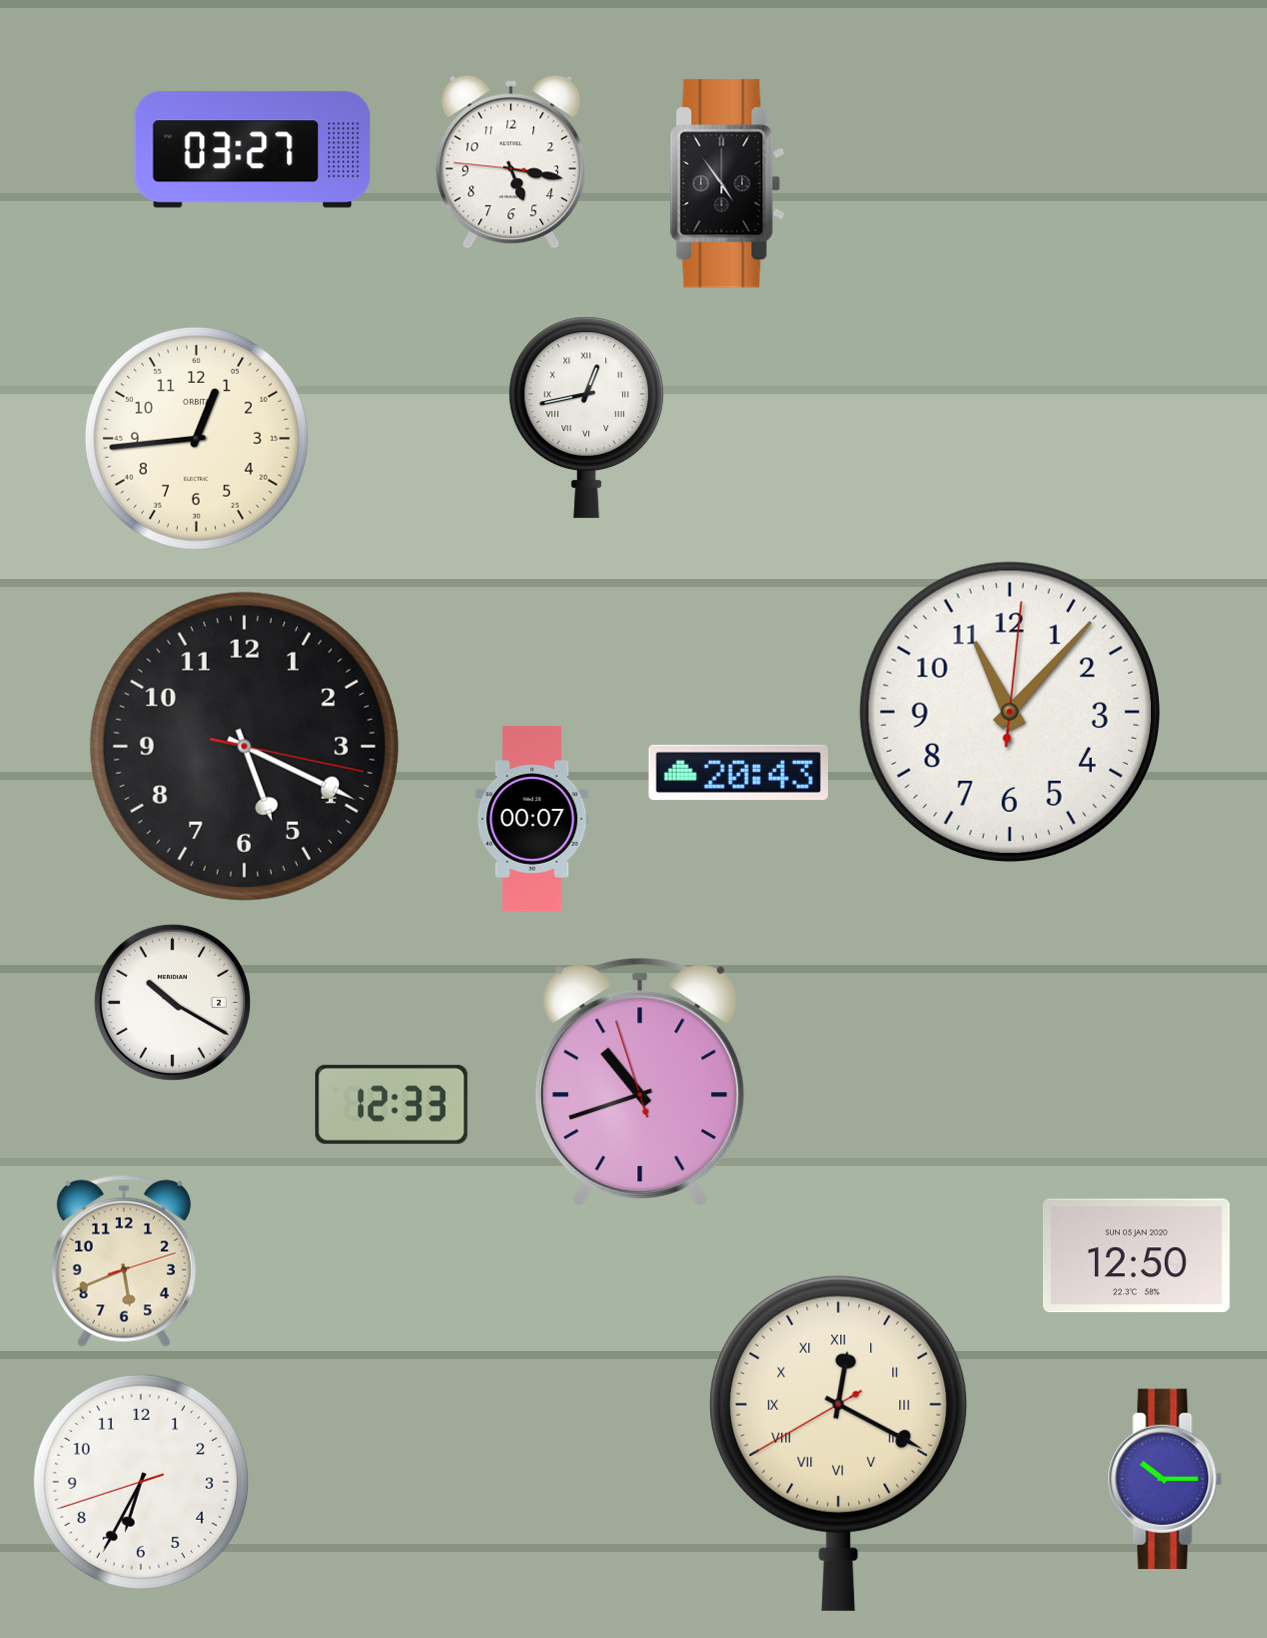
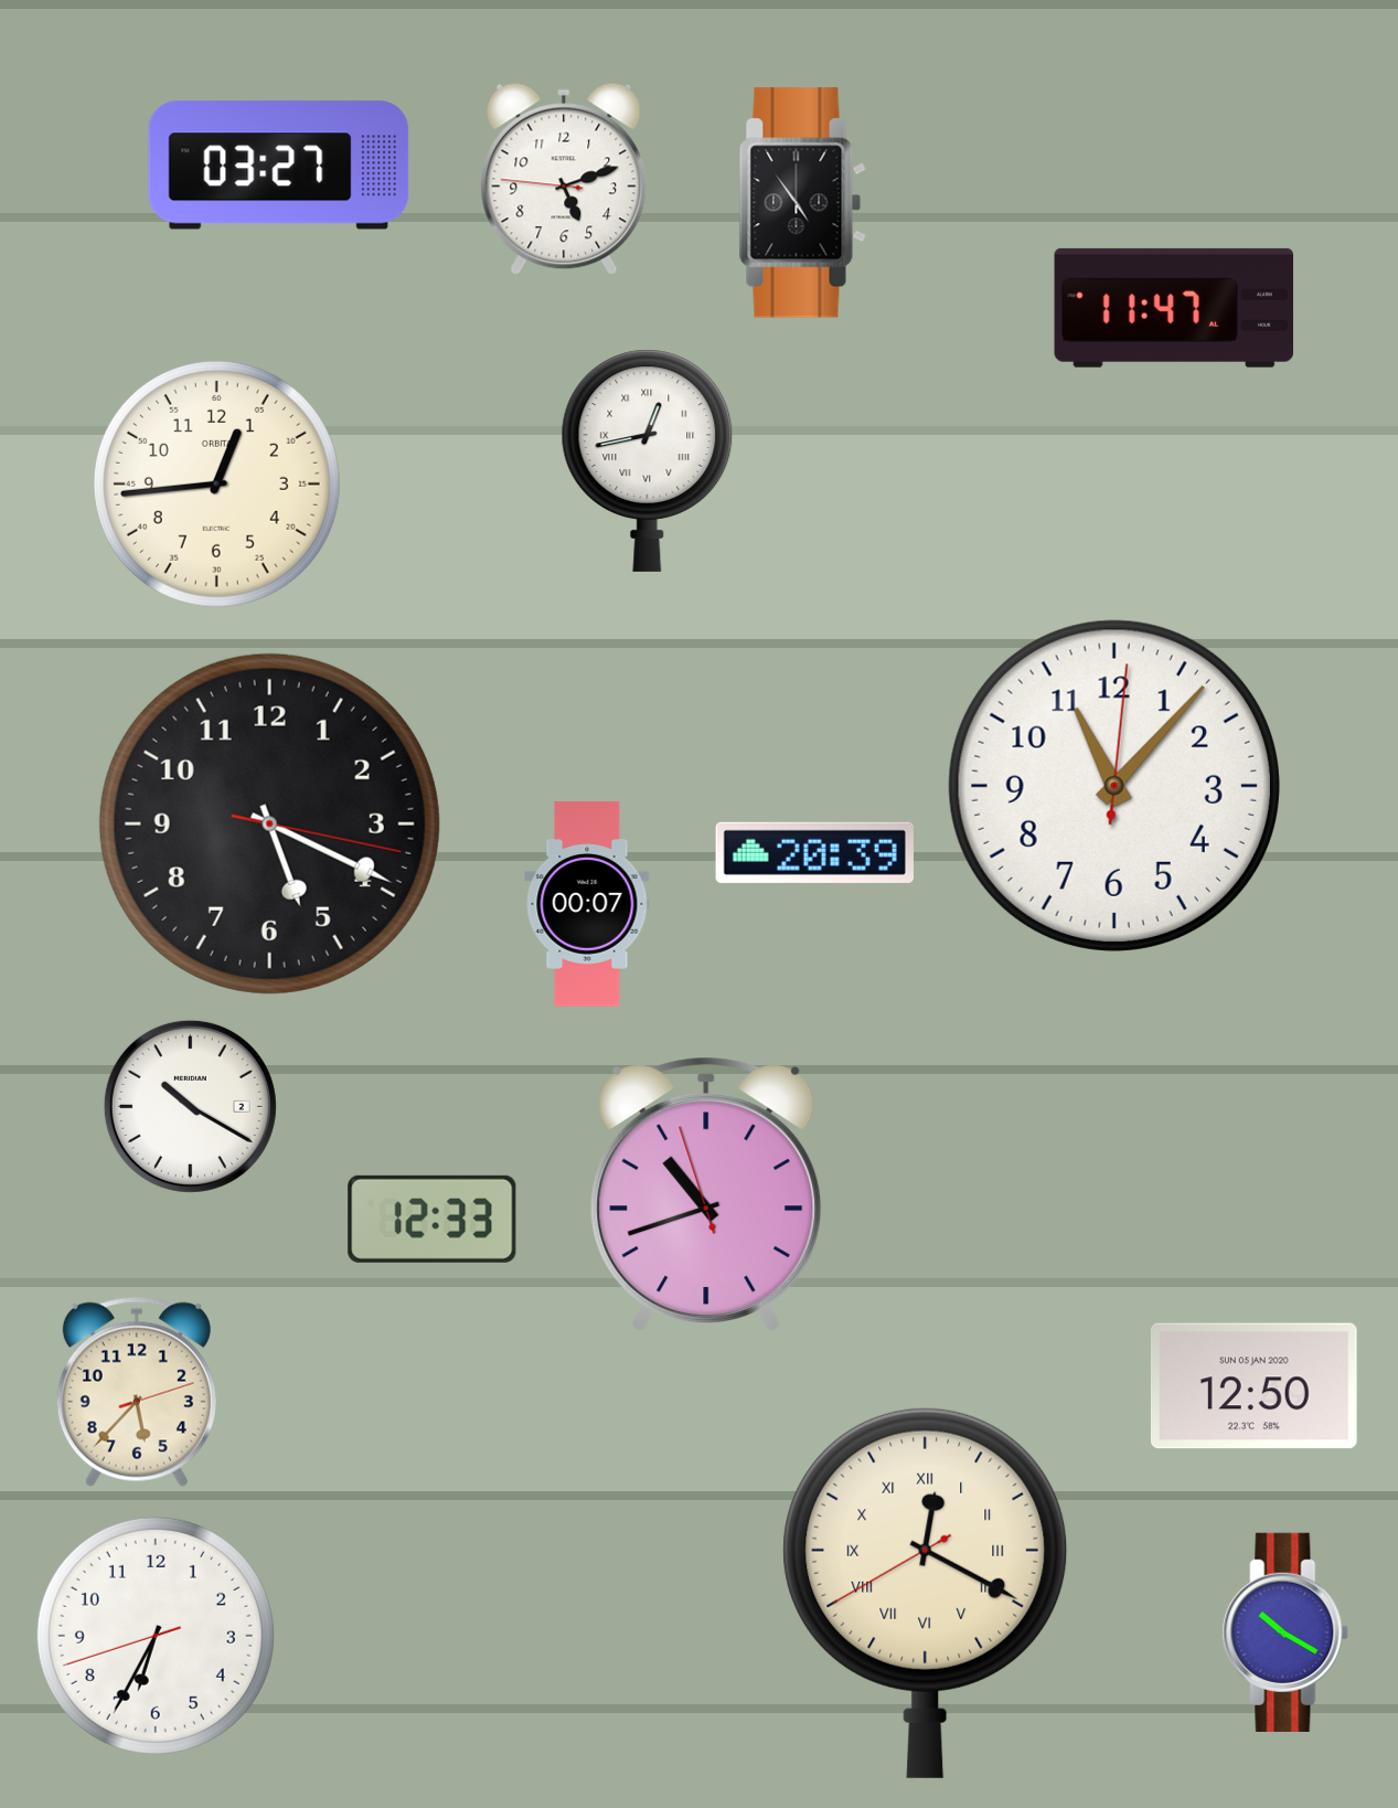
clock at (511, 162): 5:16 -> 5:11
clock at (1174, 308): none -> 11:47
clock at (738, 772): 20:43 -> 20:39
clock at (124, 1261): 5:41 -> 5:37
clock at (1165, 1479): 10:15 -> 10:20
